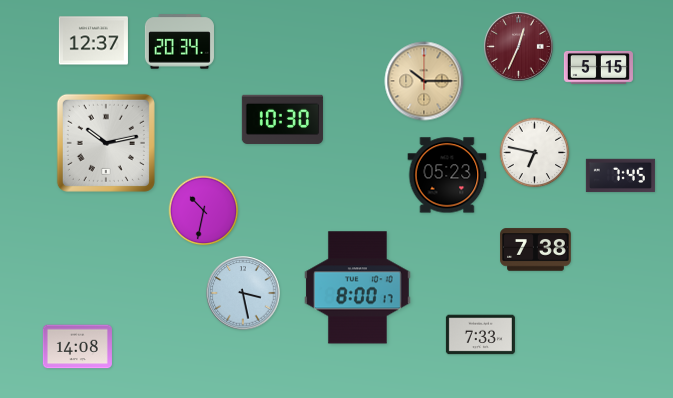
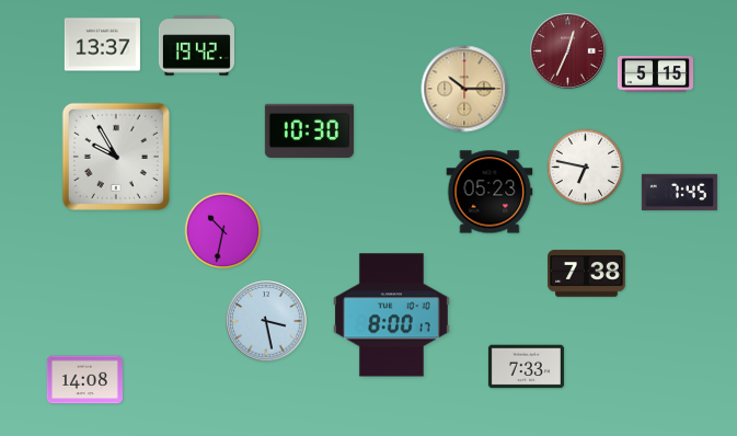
clock at (93, 41): 12:37 -> 13:37
clock at (179, 42): 20:34 -> 19:42
clock at (106, 143): 10:13 -> 9:55
